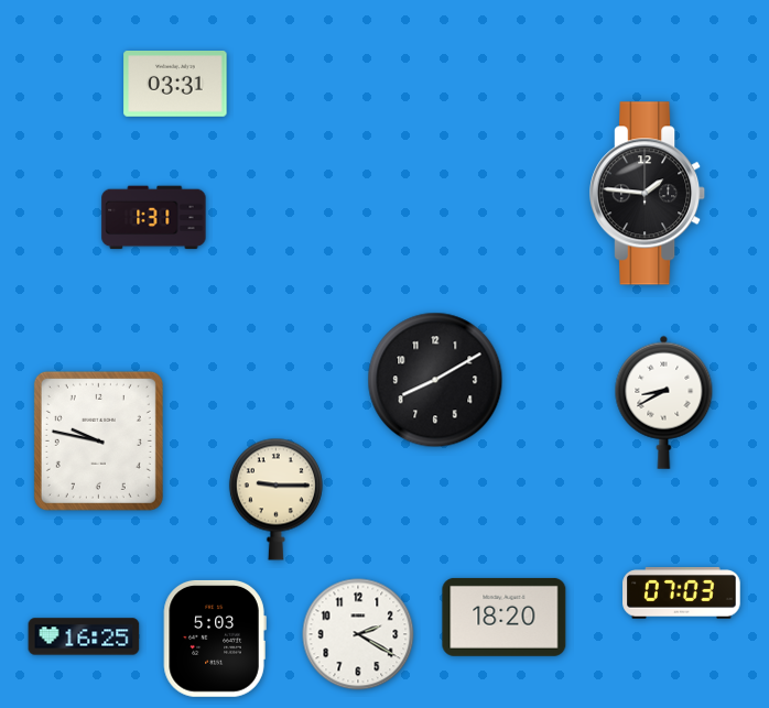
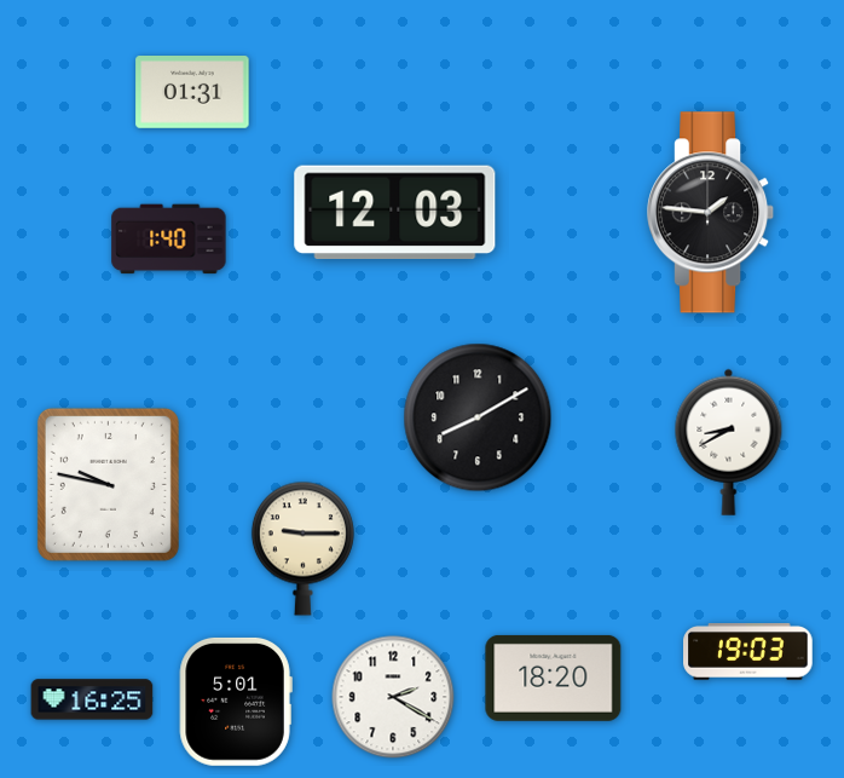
clock at (175, 85): 03:31 -> 01:31
clock at (395, 213): none -> 12:03
clock at (154, 218): 1:31 -> 1:40
clock at (682, 593): 07:03 -> 19:03
clock at (215, 639): 5:03 -> 5:01
